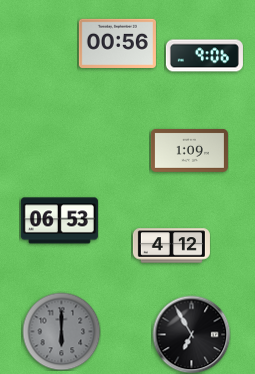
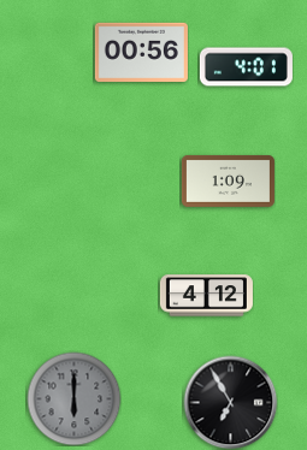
clock at (204, 56): 9:06 -> 4:01
clock at (59, 221): 06:53 -> none
